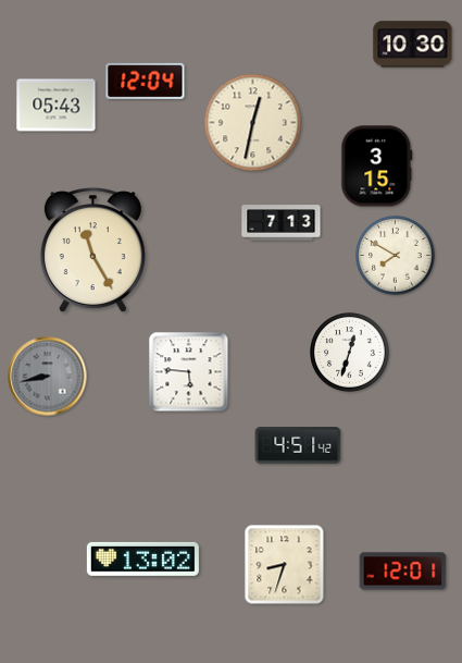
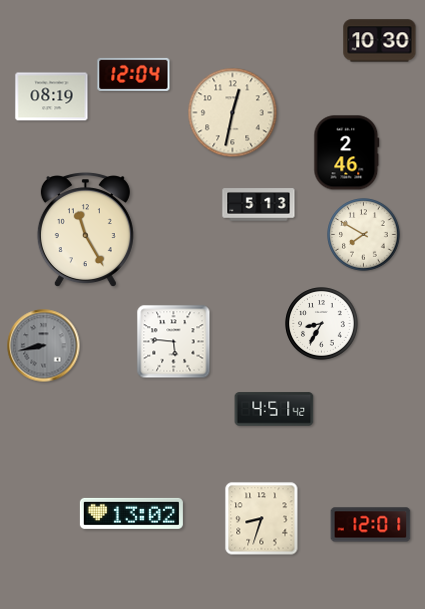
clock at (57, 106): 05:43 -> 08:19
clock at (377, 167): 3:15 -> 2:46
clock at (282, 223): 7:13 -> 5:13
clock at (350, 353): 12:33 -> 8:35
